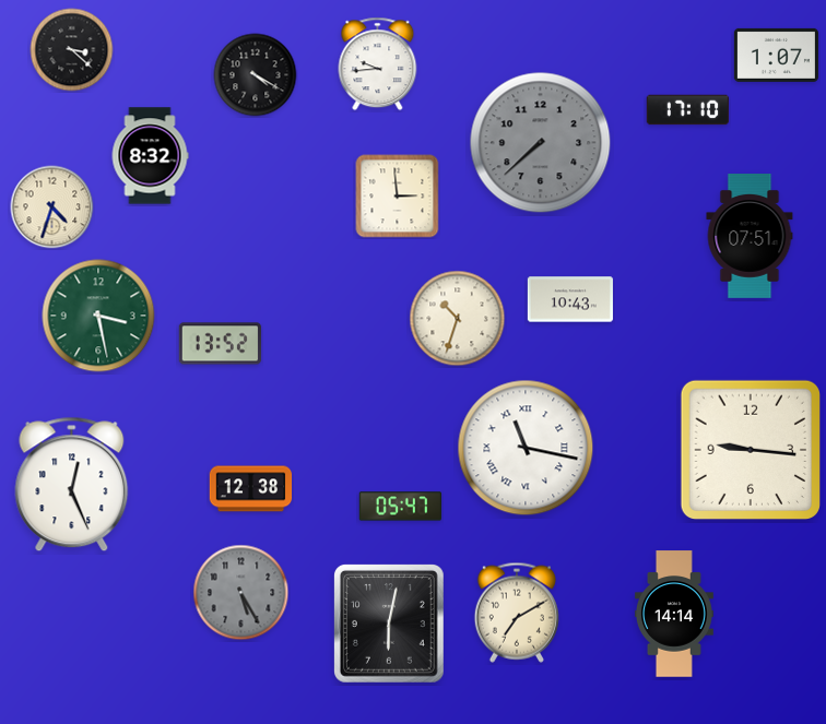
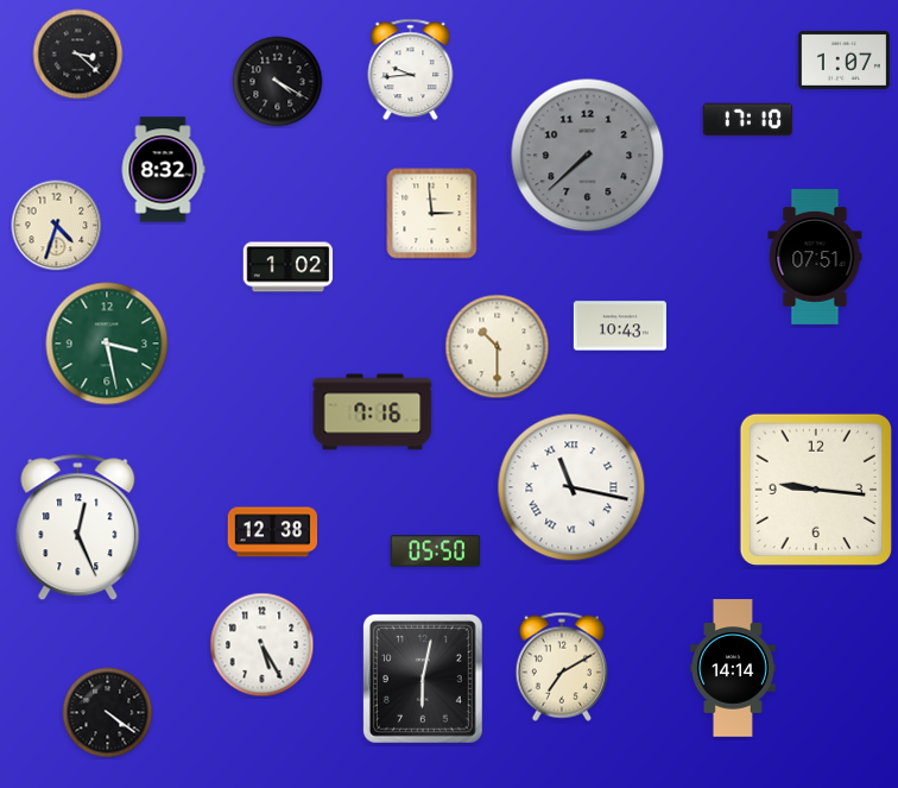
clock at (289, 267): none -> 1:02
clock at (458, 319): 10:33 -> 10:30
clock at (221, 344): 13:52 -> none
clock at (373, 412): none -> 7:16
clock at (401, 507): 05:47 -> 05:50
clock at (241, 593) dial: grey -> white
clock at (108, 713): none -> 4:21
